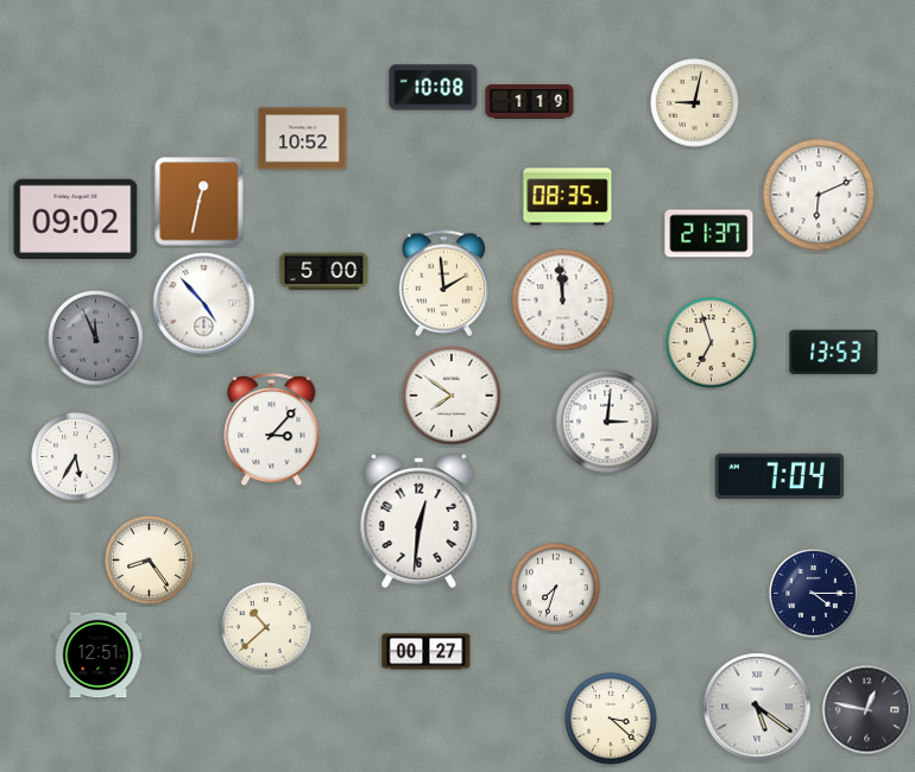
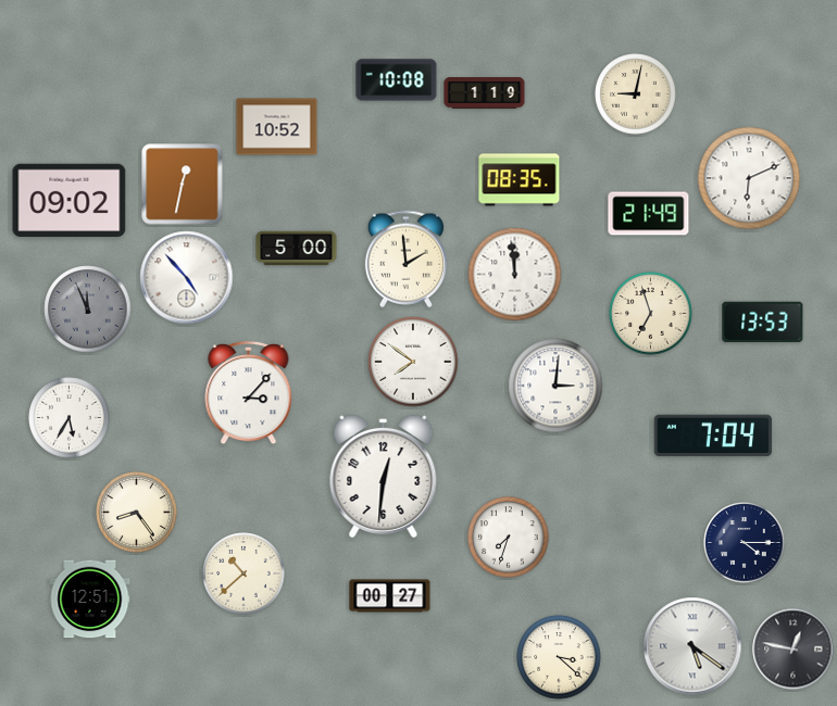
clock at (709, 234): 21:37 -> 21:49
